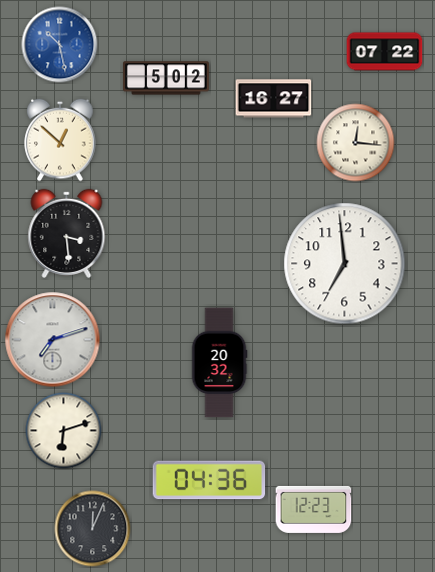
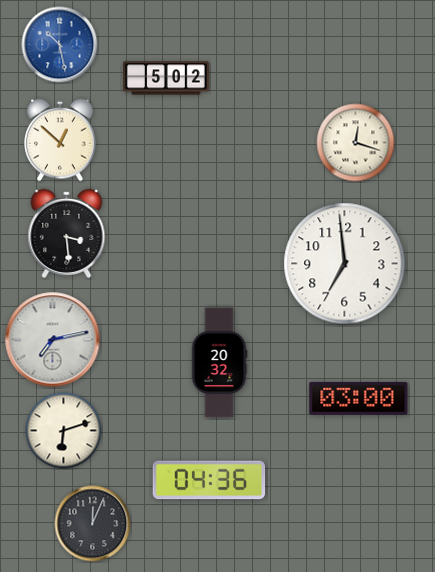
clock at (385, 52): 07:22 -> none
clock at (274, 99): 16:27 -> none
clock at (356, 143): 12:16 -> 12:18
clock at (53, 340): 7:12 -> 7:13
clock at (359, 398): none -> 03:00
clock at (314, 509): 12:23 -> none
clock at (93, 529) position: (93, 529) -> (93, 524)
